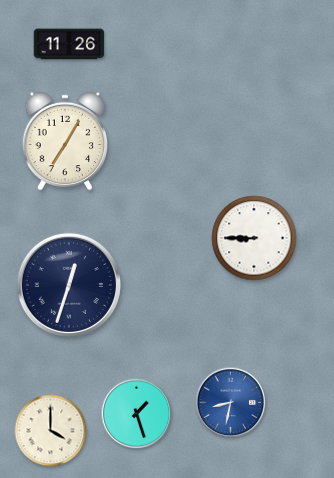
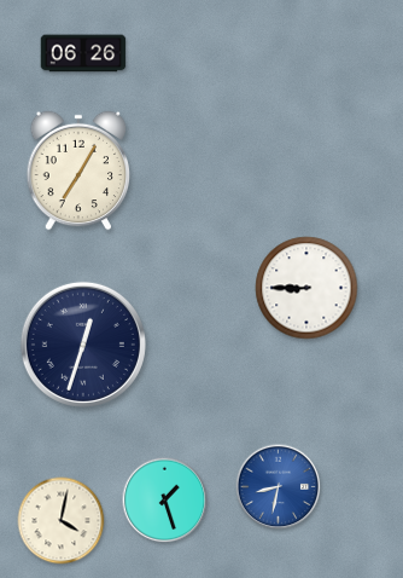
clock at (69, 44): 11:26 -> 06:26
clock at (51, 431): 4:00 -> 4:02
